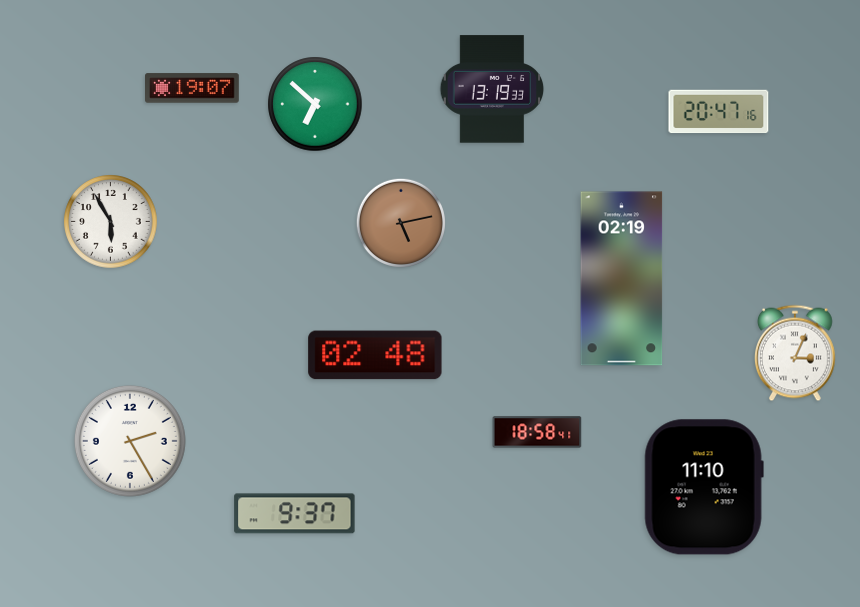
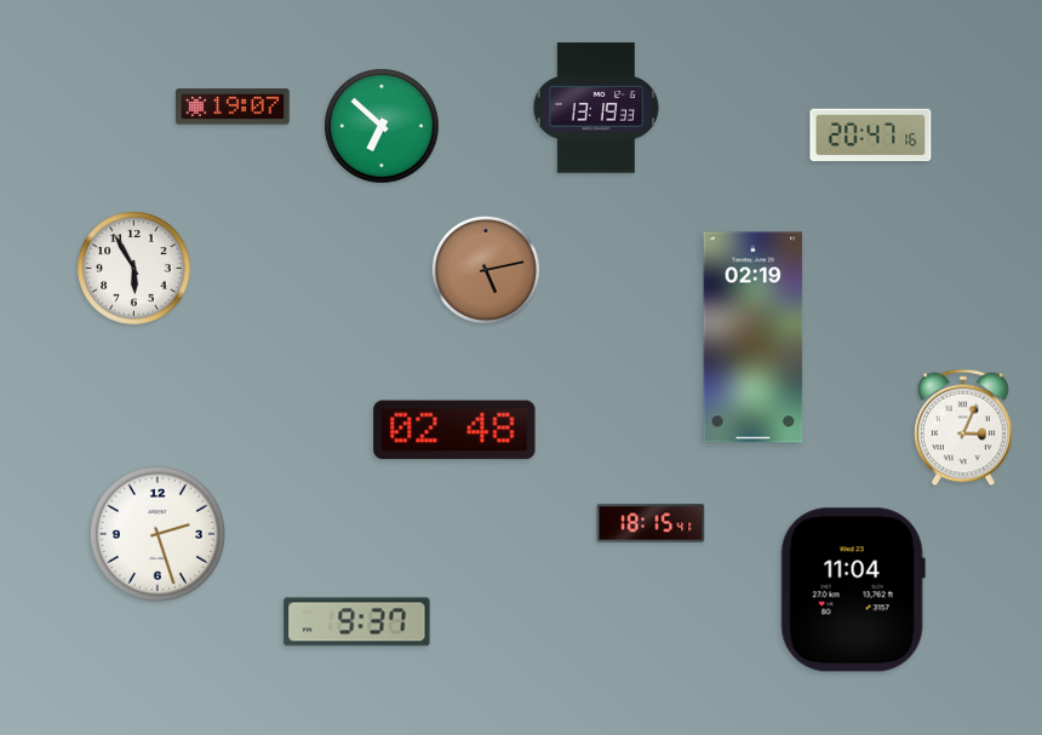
clock at (537, 432): 18:58 -> 18:15
clock at (130, 441): 2:25 -> 2:27
clock at (704, 487): 11:10 -> 11:04
